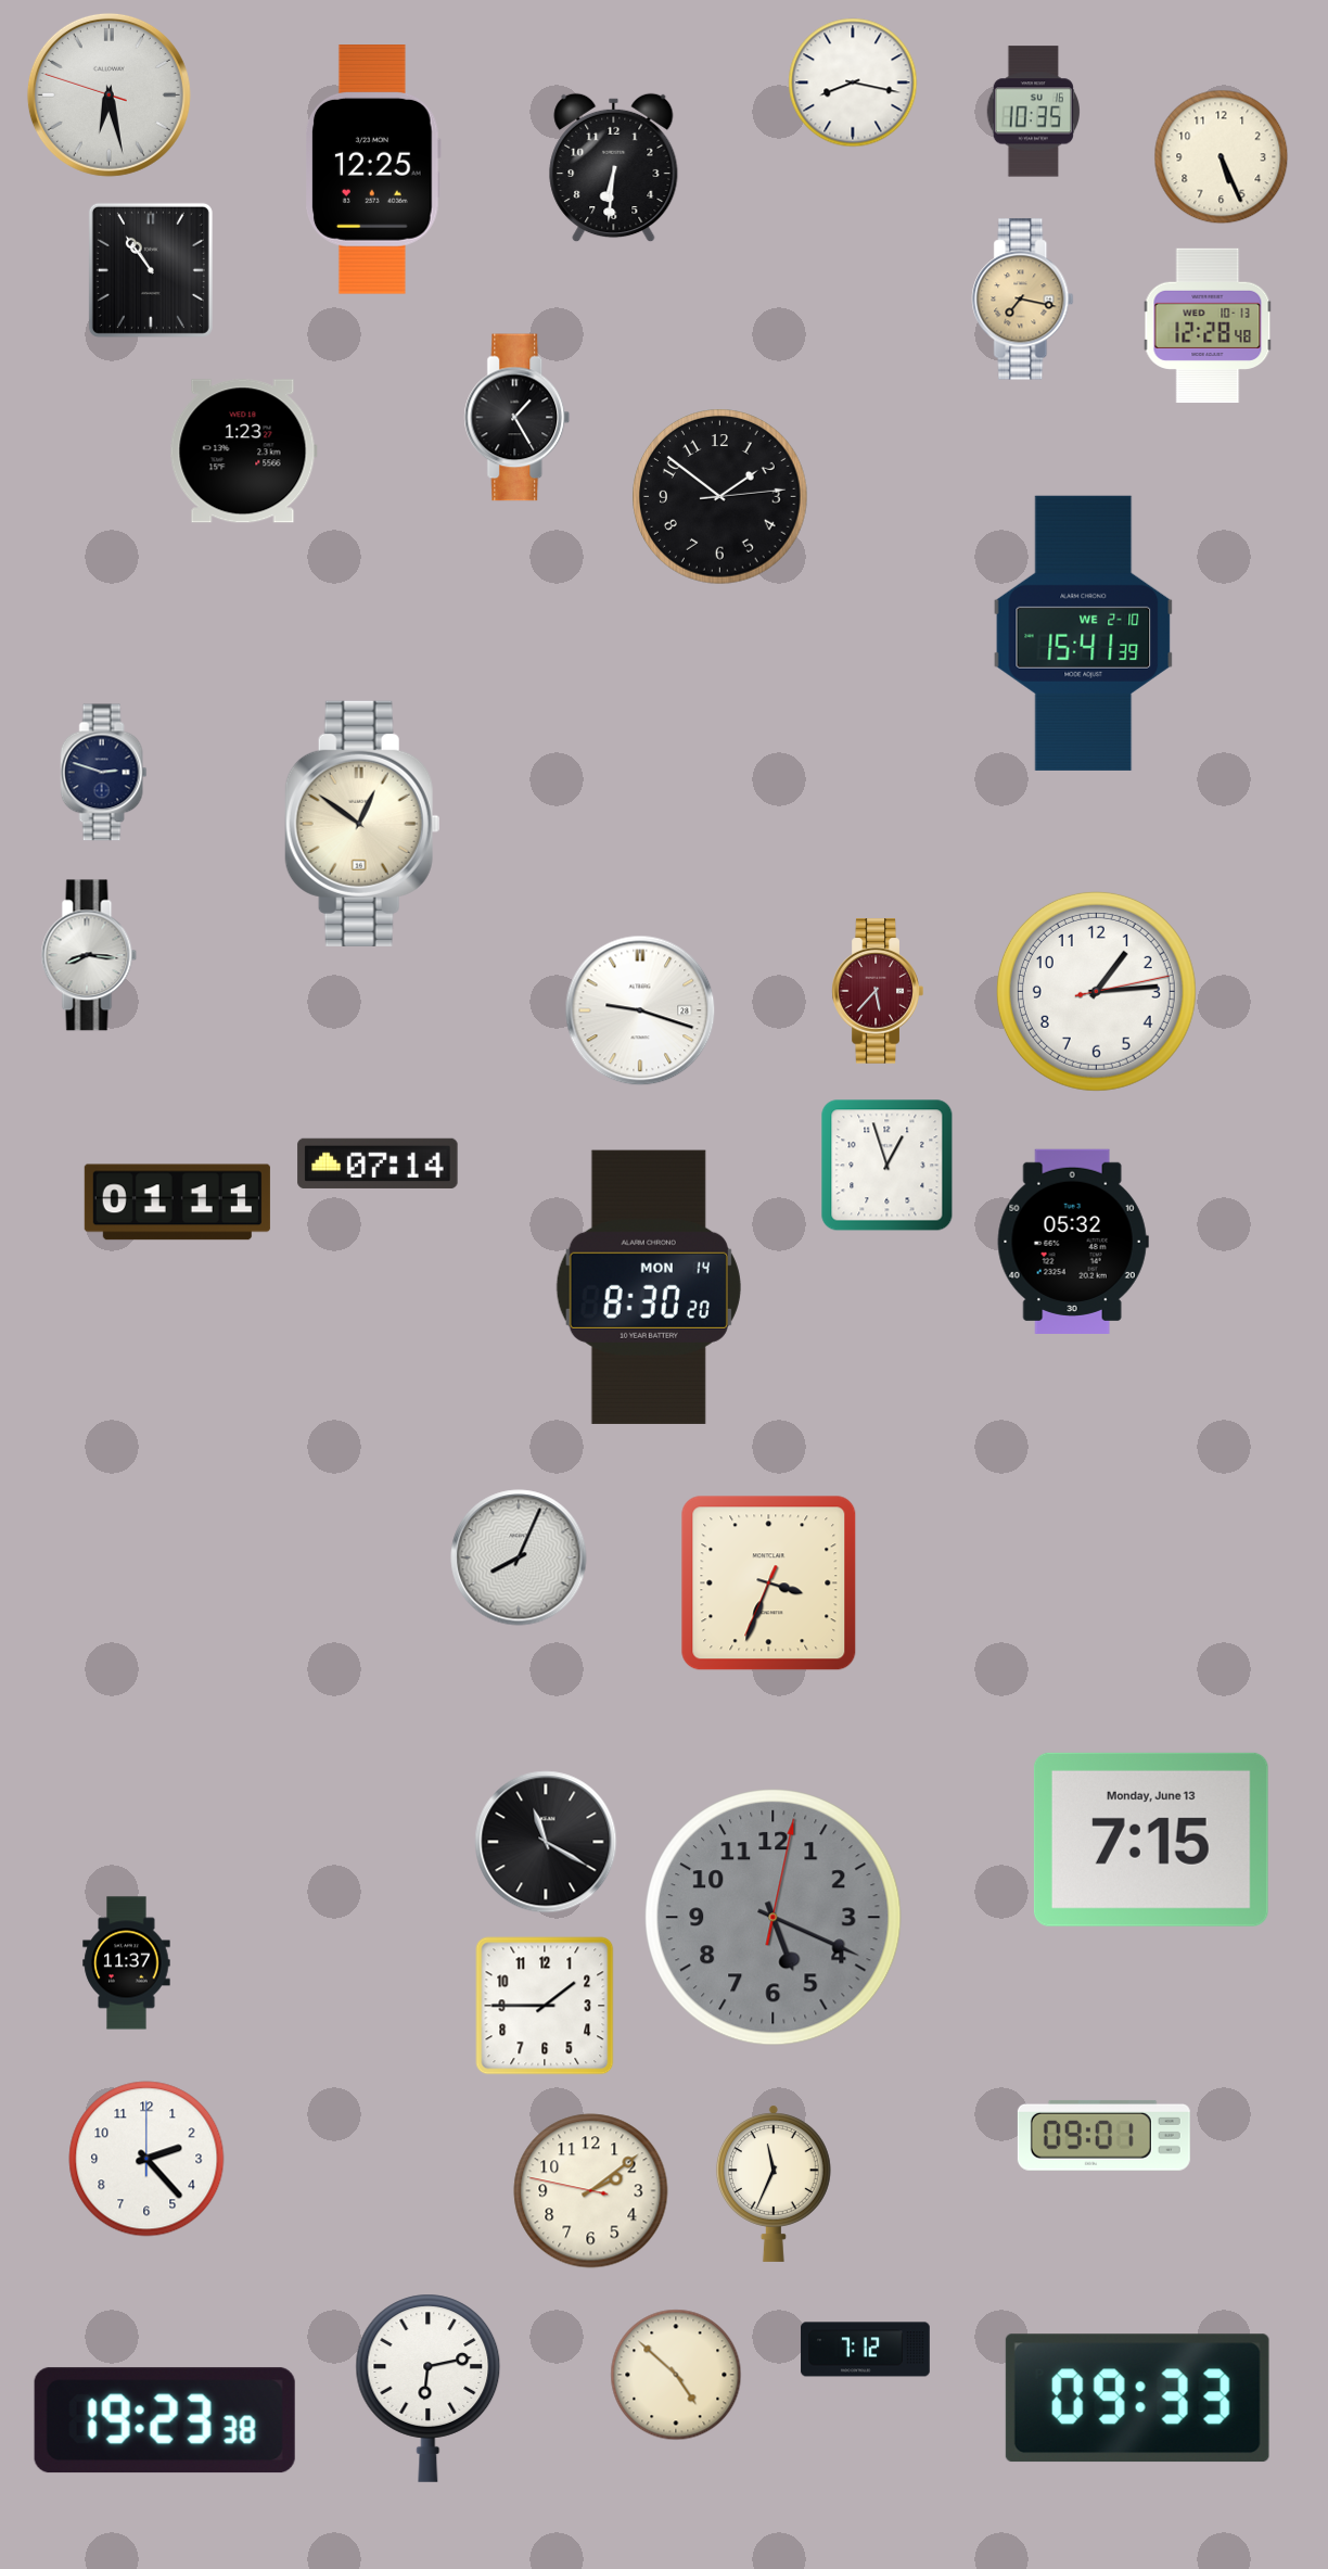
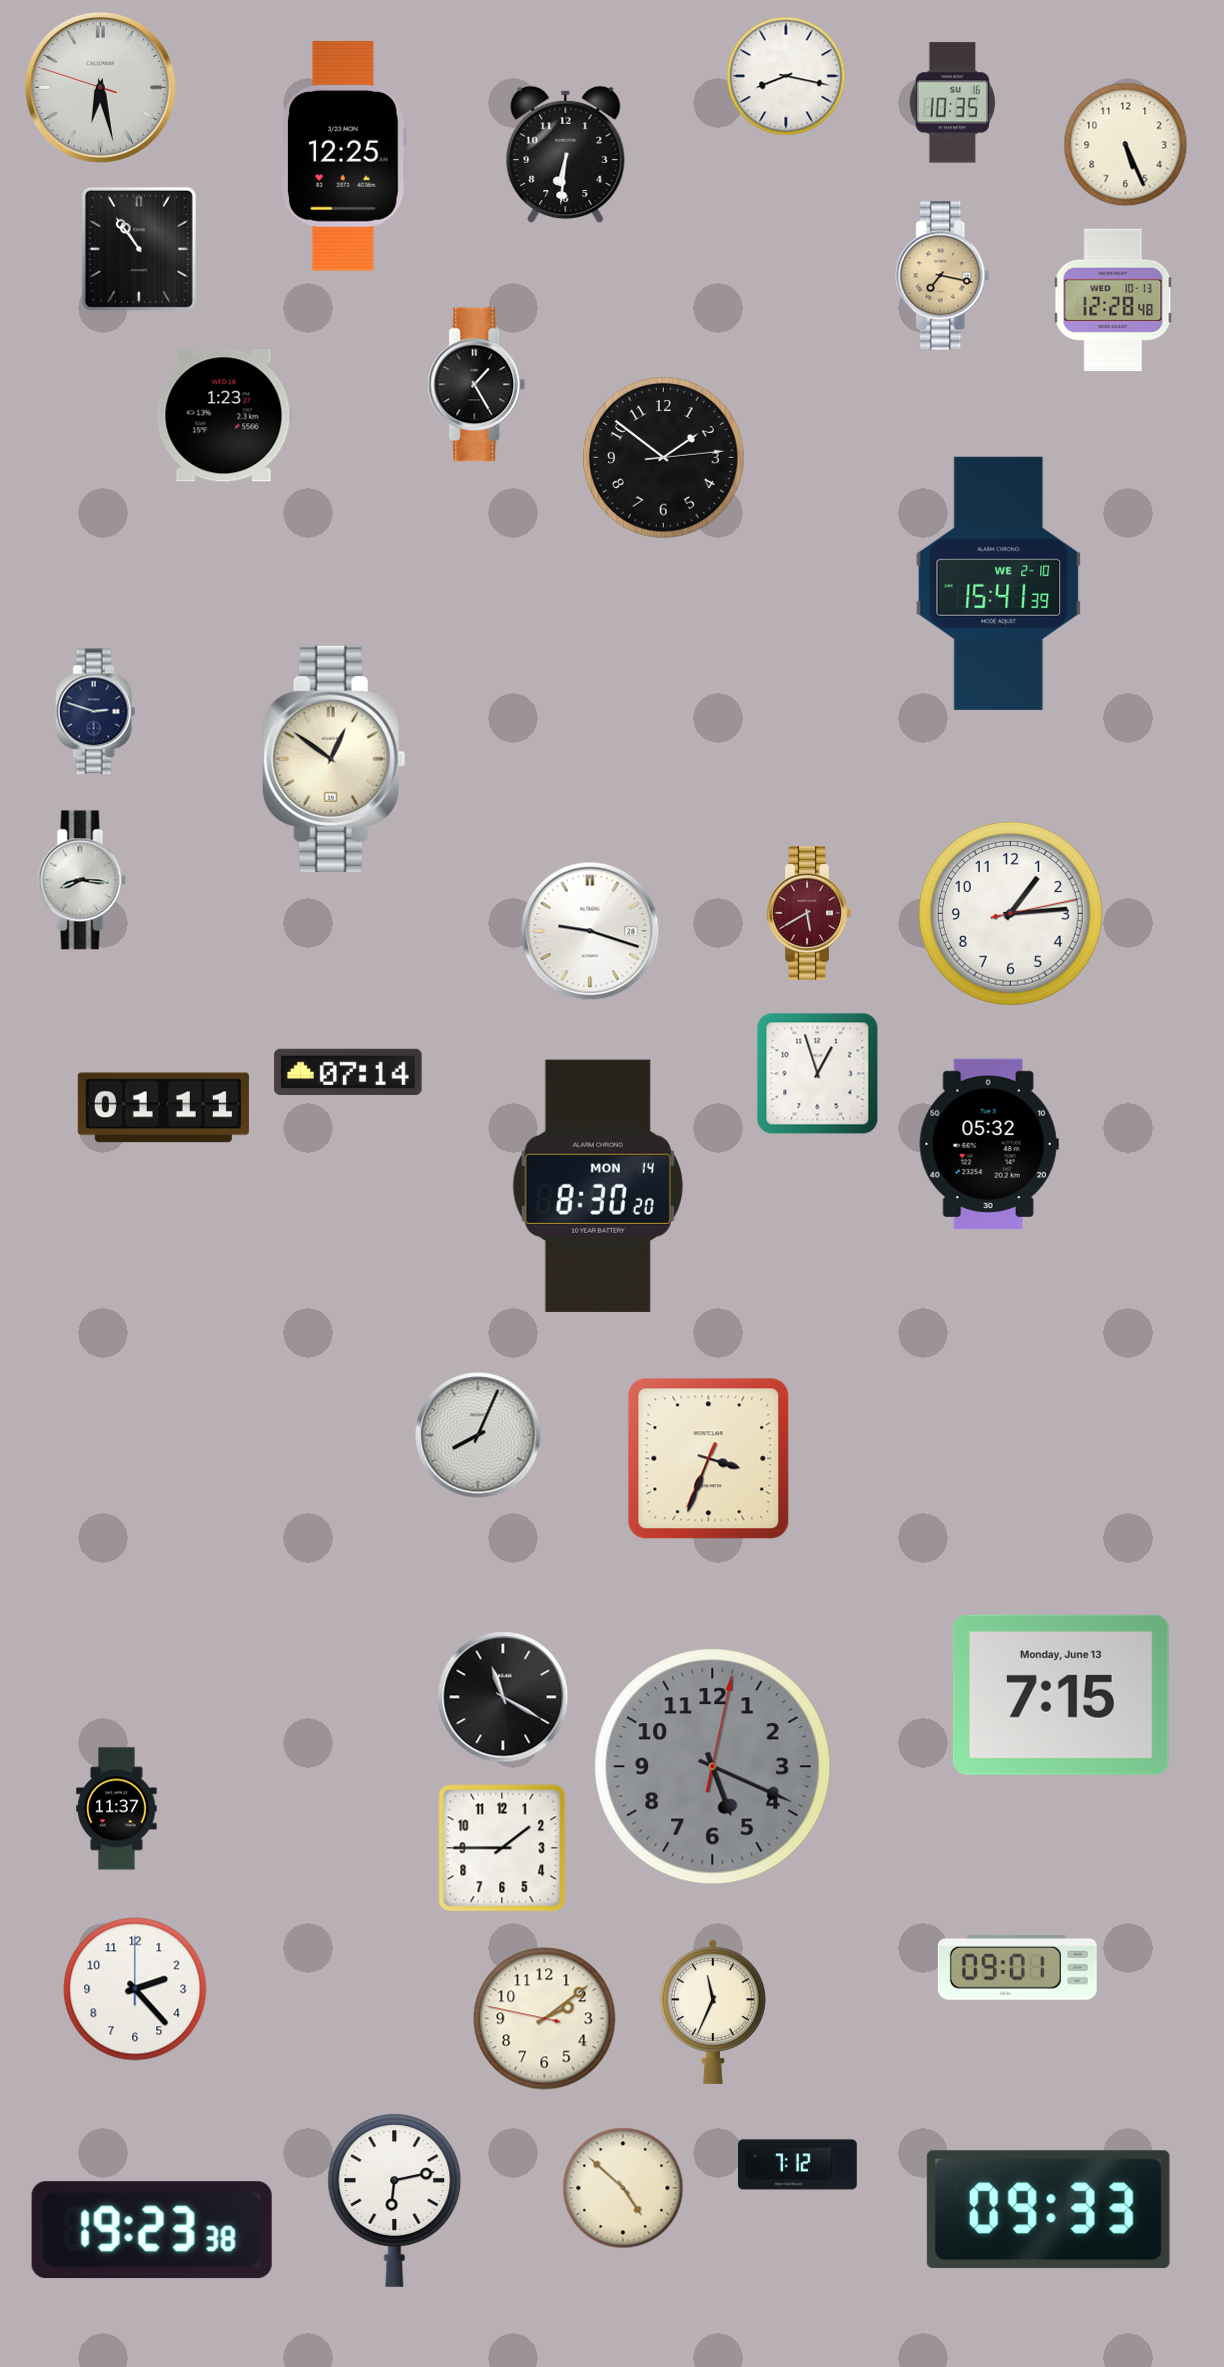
clock at (878, 991): 5:37 -> 5:40
